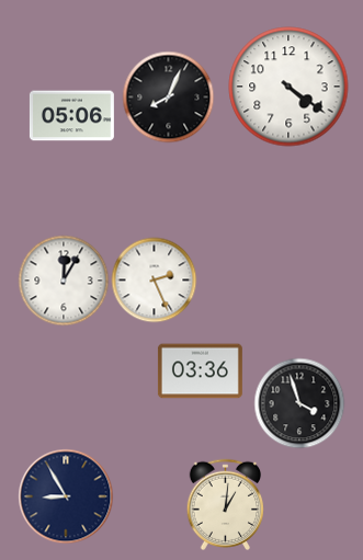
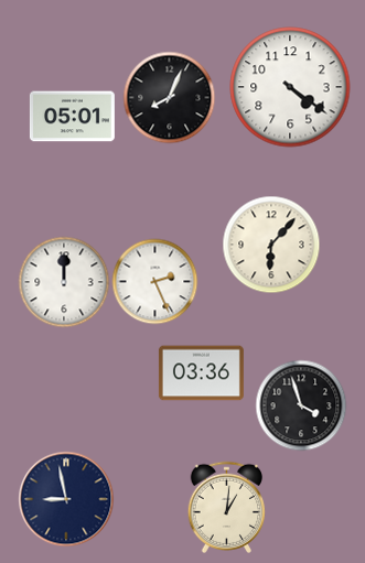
clock at (71, 116): 05:06 -> 05:01
clock at (271, 245): none -> 6:07
clock at (64, 281): 12:05 -> 12:00
clock at (66, 496): 8:55 -> 8:58
